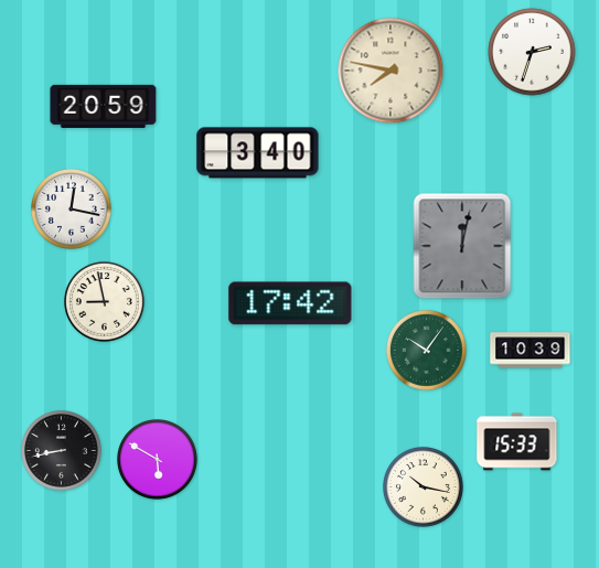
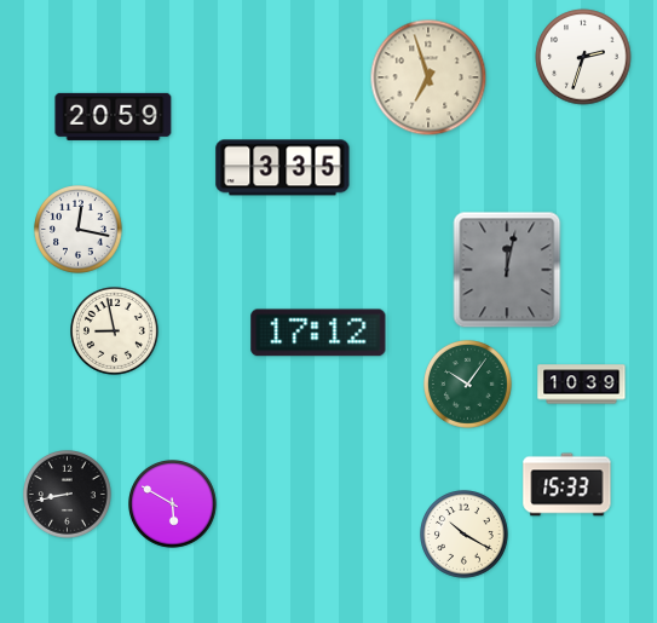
clock at (391, 71): 7:47 -> 6:57
clock at (258, 153): 3:40 -> 3:35
clock at (290, 303): 17:42 -> 17:12
clock at (424, 487): 10:17 -> 10:20
